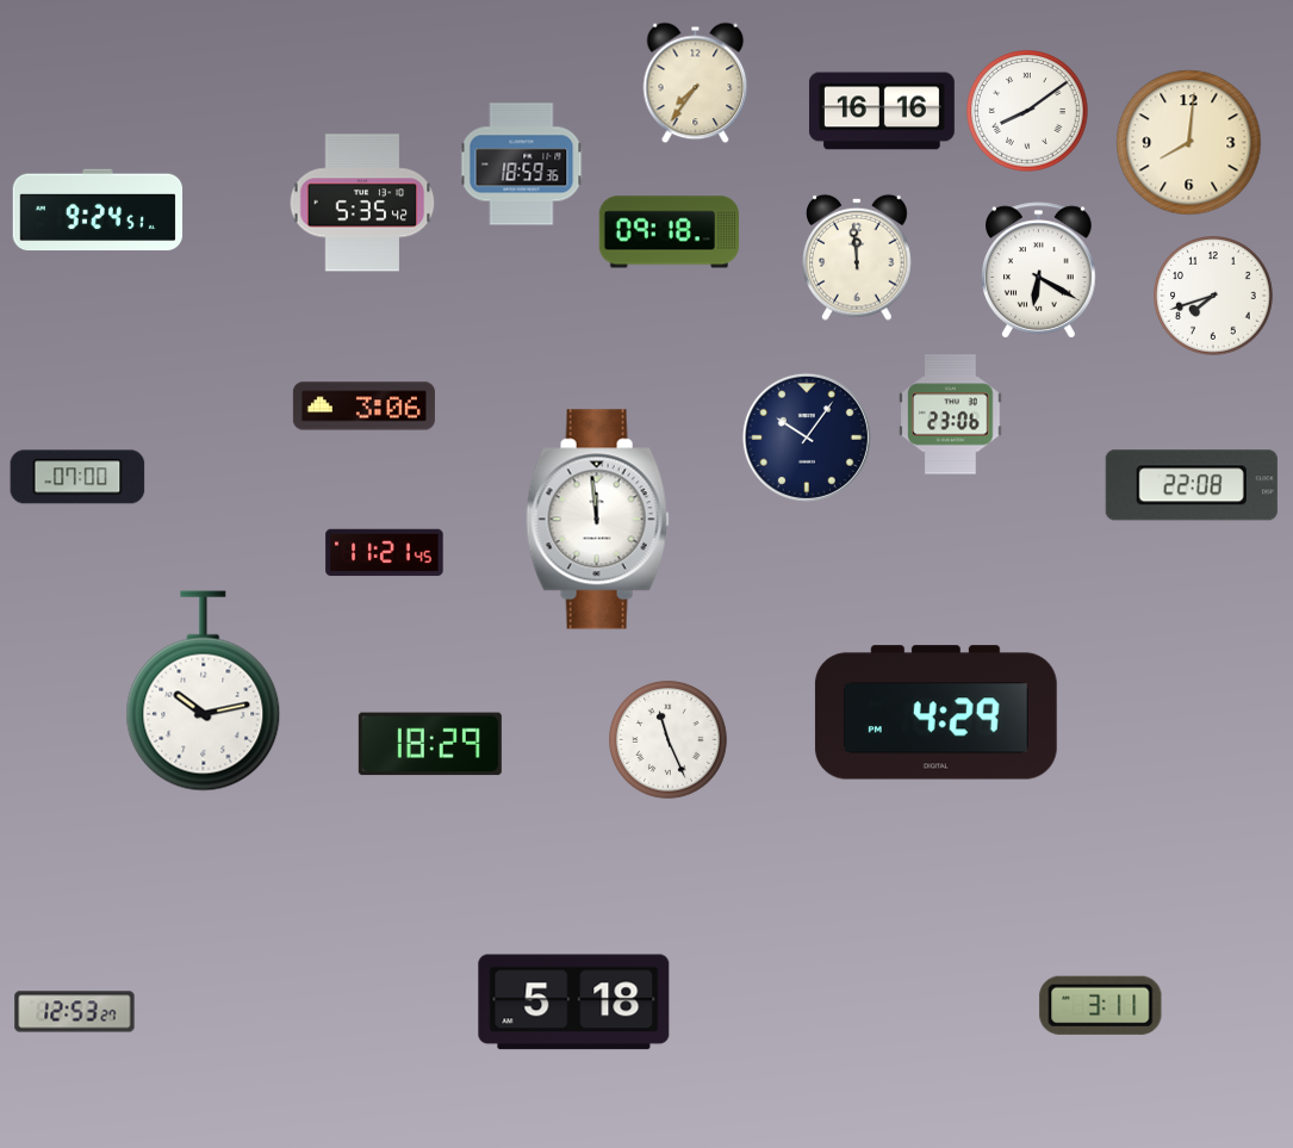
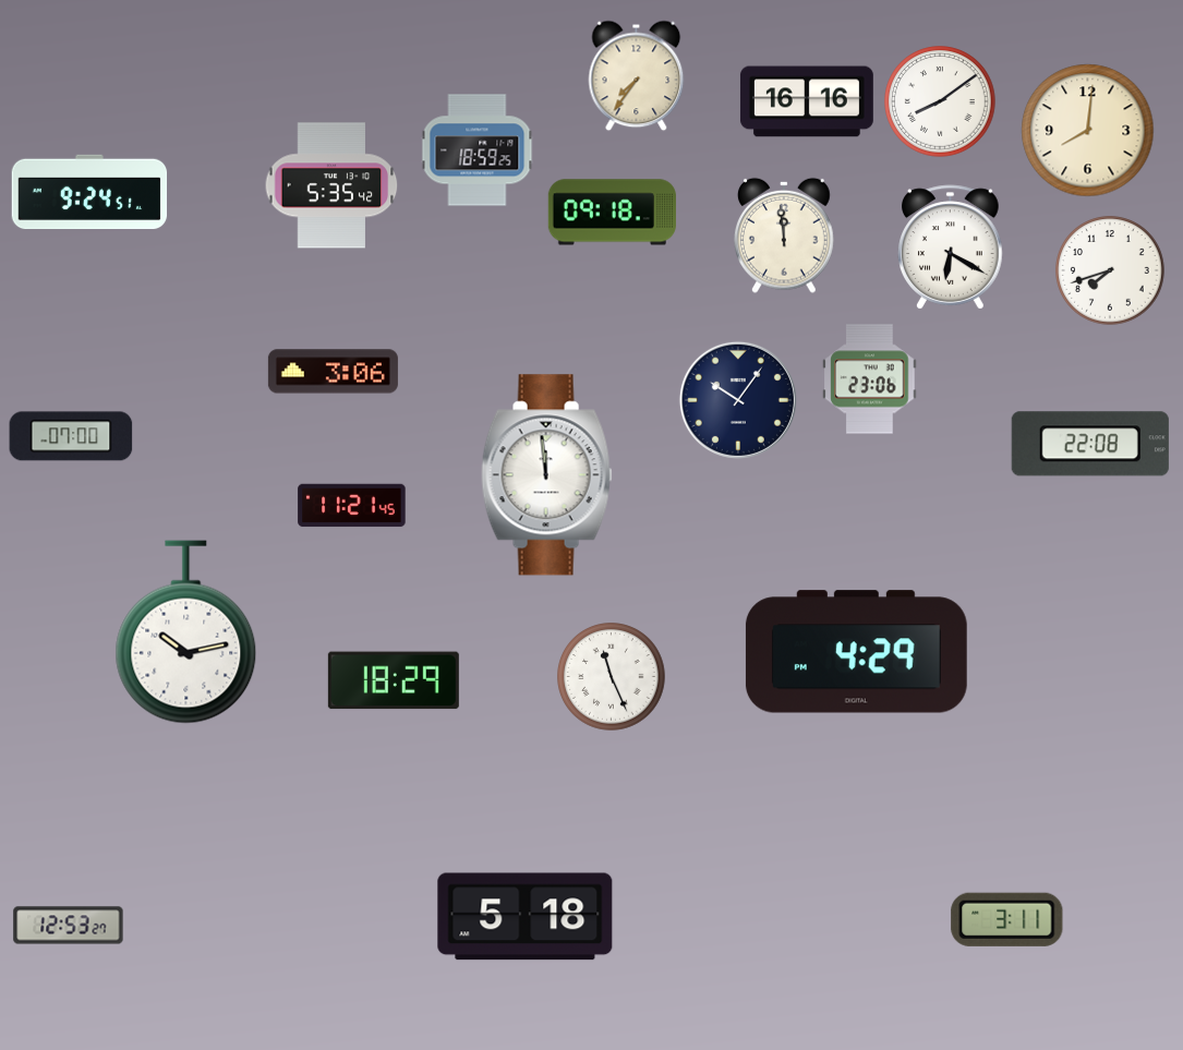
clock at (522, 165): 18:59:36 -> 18:59:25
